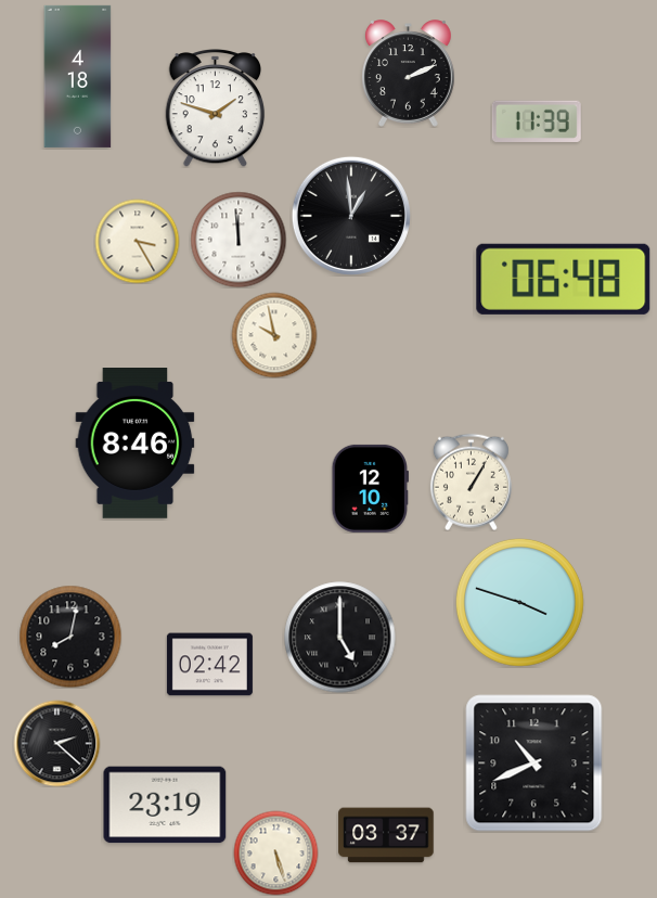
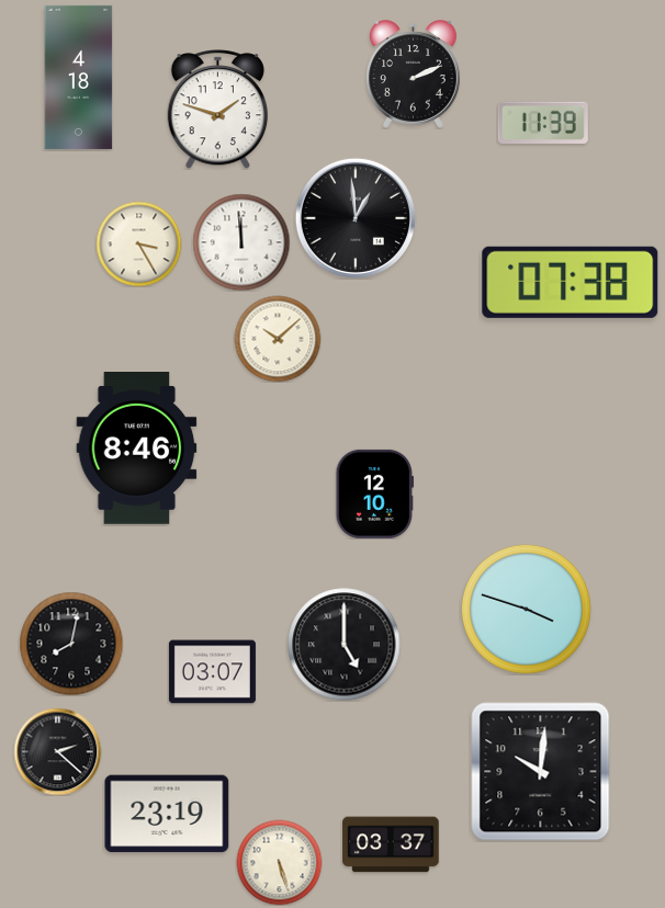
clock at (564, 279): 06:48 -> 07:38
clock at (274, 335): 9:58 -> 10:08
clock at (471, 482): 1:05 -> none
clock at (209, 665): 02:42 -> 03:07
clock at (534, 764): 10:41 -> 10:01
